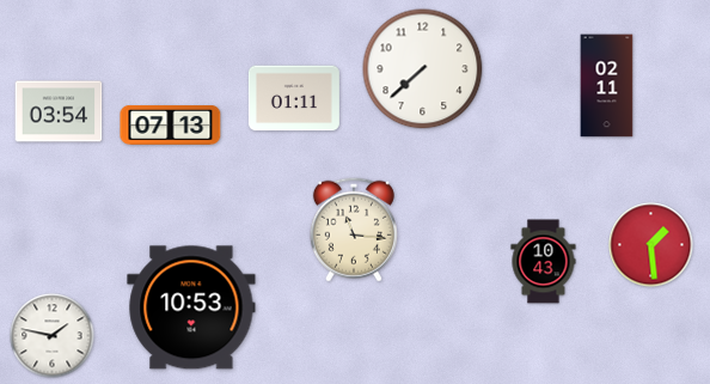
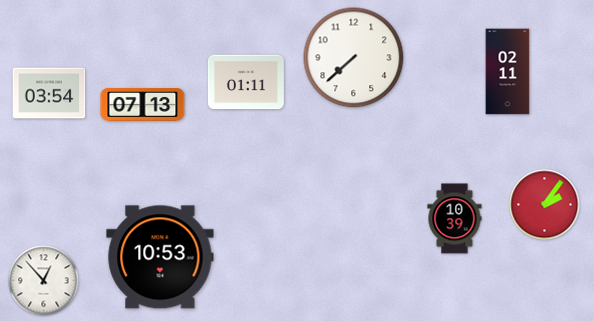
clock at (354, 230): 11:16 -> none
clock at (651, 245): 1:29 -> 2:06
clock at (544, 262): 10:43 -> 10:39
clock at (53, 336): 1:47 -> 12:53
